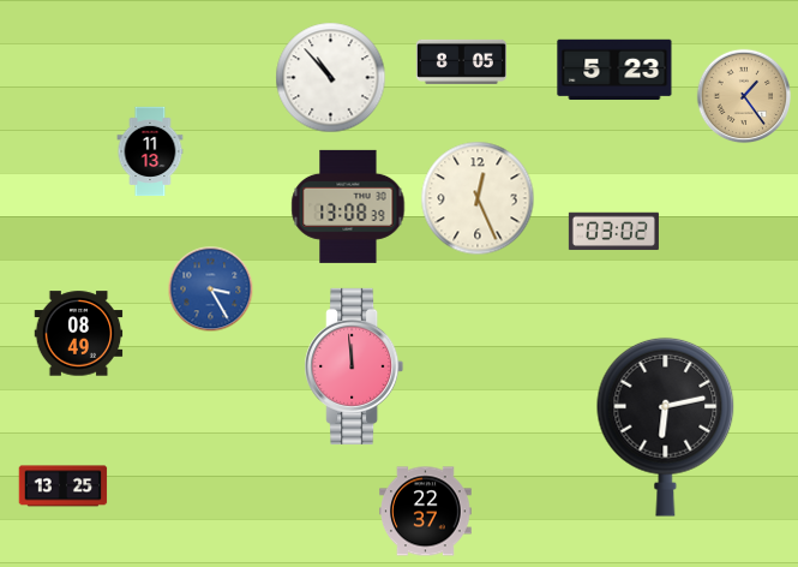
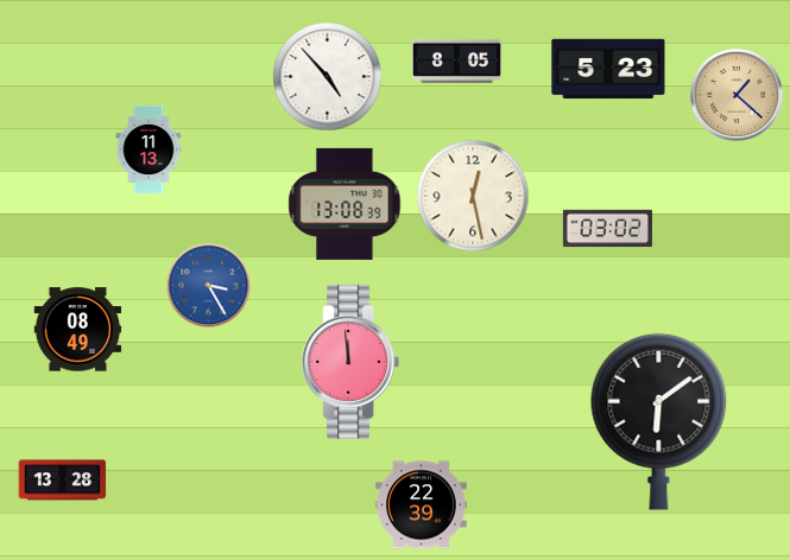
clock at (331, 78): 10:53 -> 4:53
clock at (744, 96): 1:24 -> 1:22
clock at (478, 198): 12:26 -> 12:28
clock at (666, 426): 6:13 -> 6:09
clock at (64, 487): 13:25 -> 13:28
clock at (426, 512): 22:37 -> 22:39
